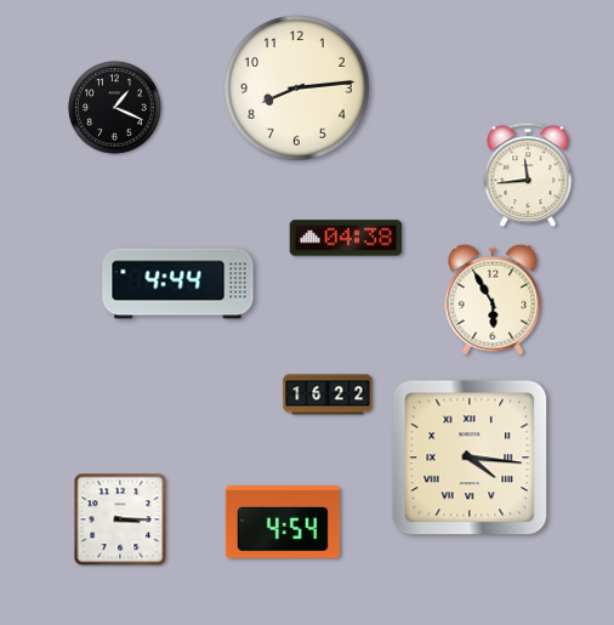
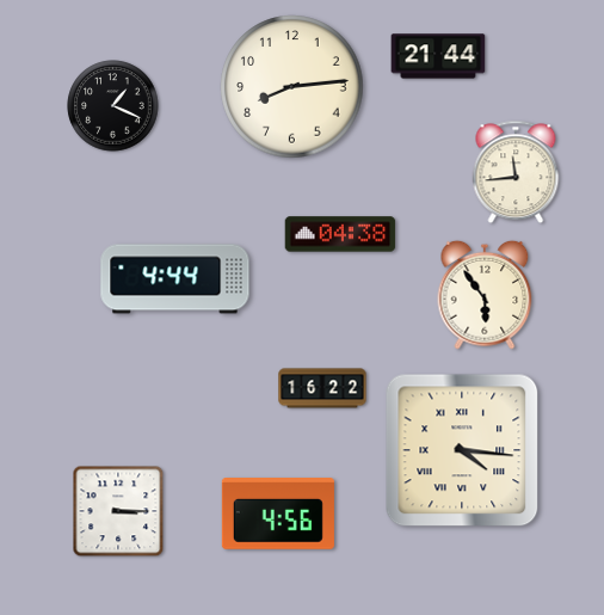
clock at (438, 56): none -> 21:44
clock at (528, 175) position: (528, 175) -> (516, 172)
clock at (493, 300): 5:55 -> 5:54
clock at (283, 522): 4:54 -> 4:56
